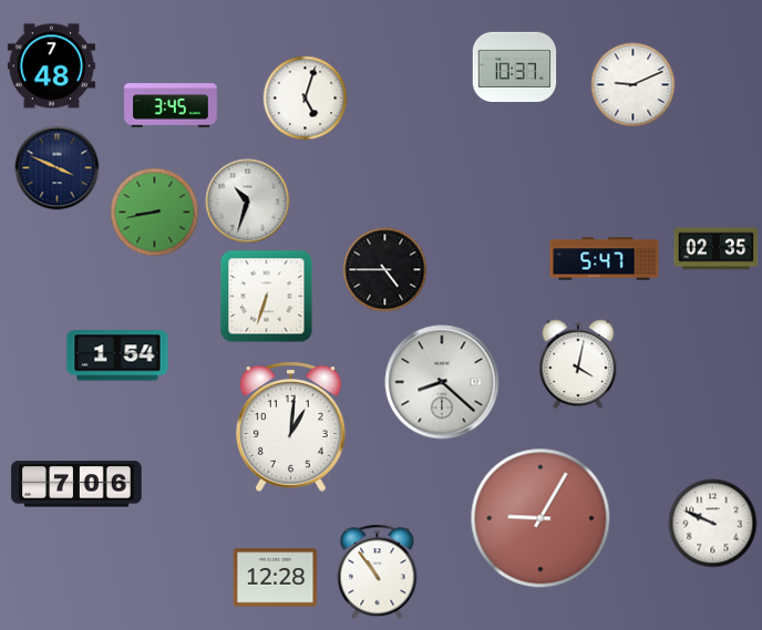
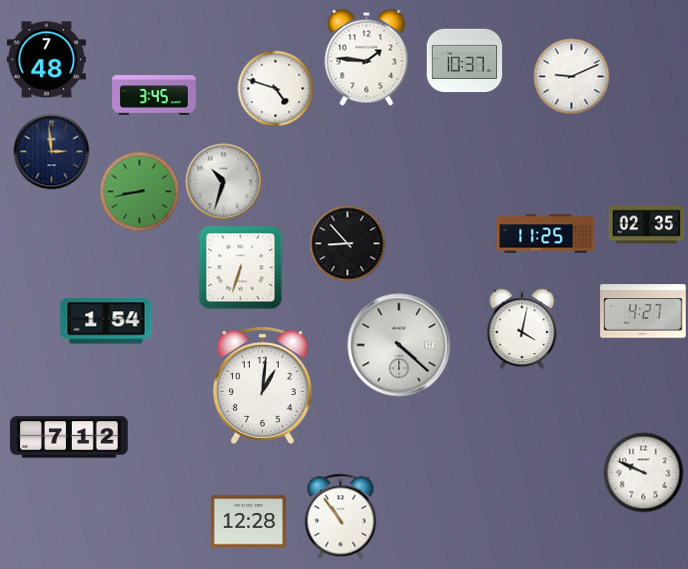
clock at (367, 57): none -> 1:46
clock at (306, 99): 5:03 -> 4:48
clock at (58, 168): 3:49 -> 2:59
clock at (605, 259): 5:47 -> 11:25
clock at (385, 270): 4:45 -> 8:53
clock at (643, 311): none -> 4:27
clock at (442, 382): 8:22 -> 4:22
clock at (76, 484): 7:06 -> 7:12
clock at (540, 518): 9:05 -> none
